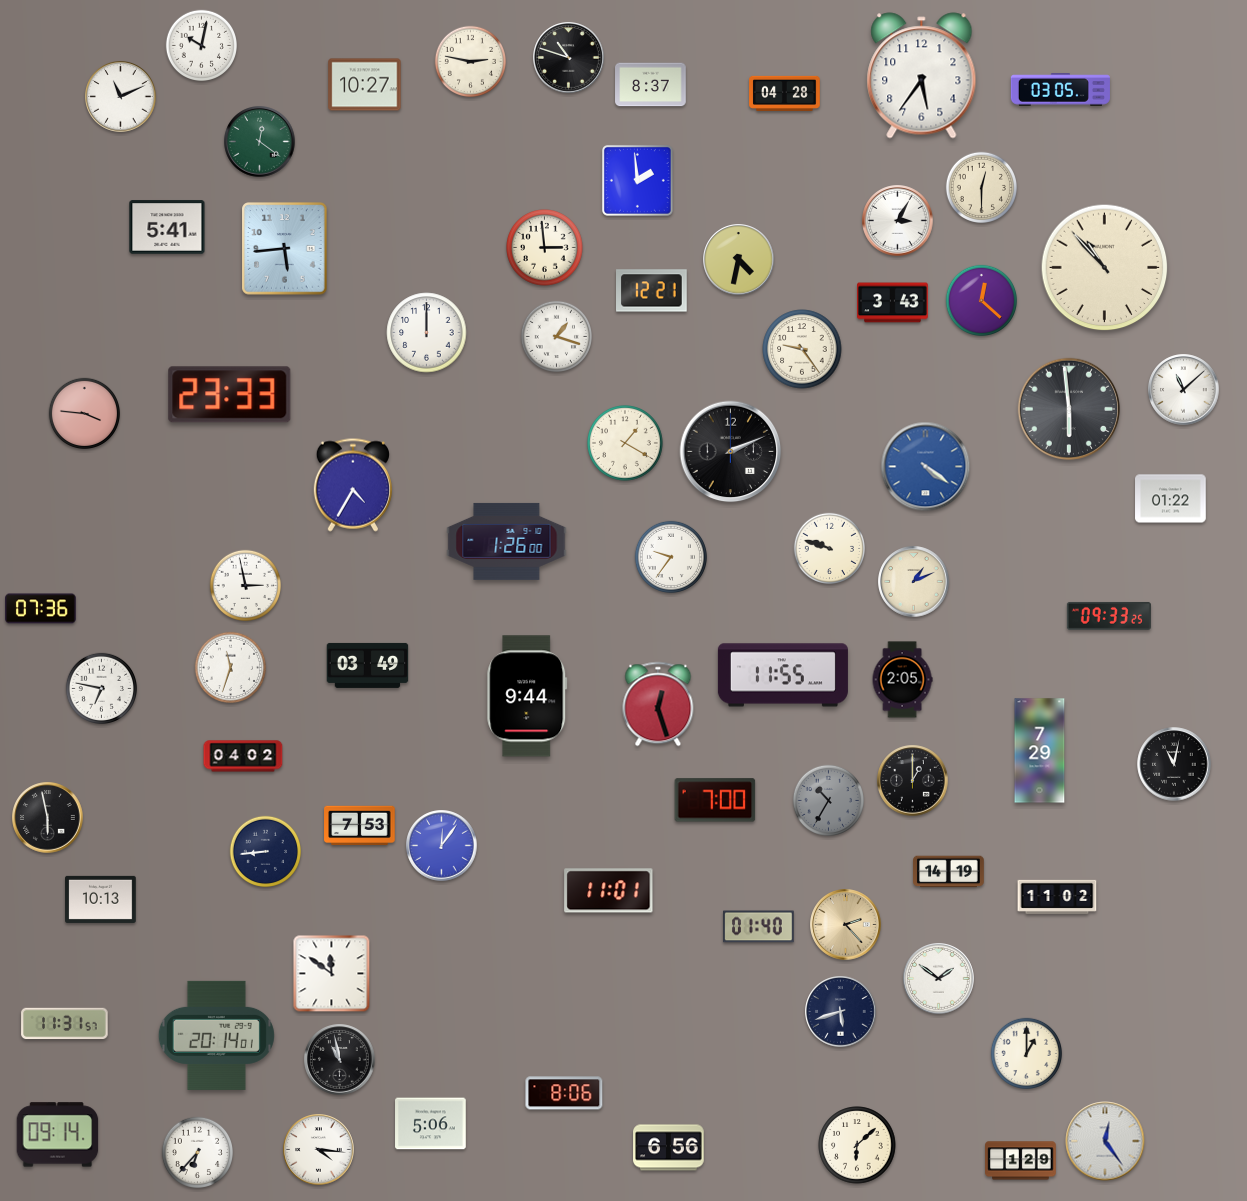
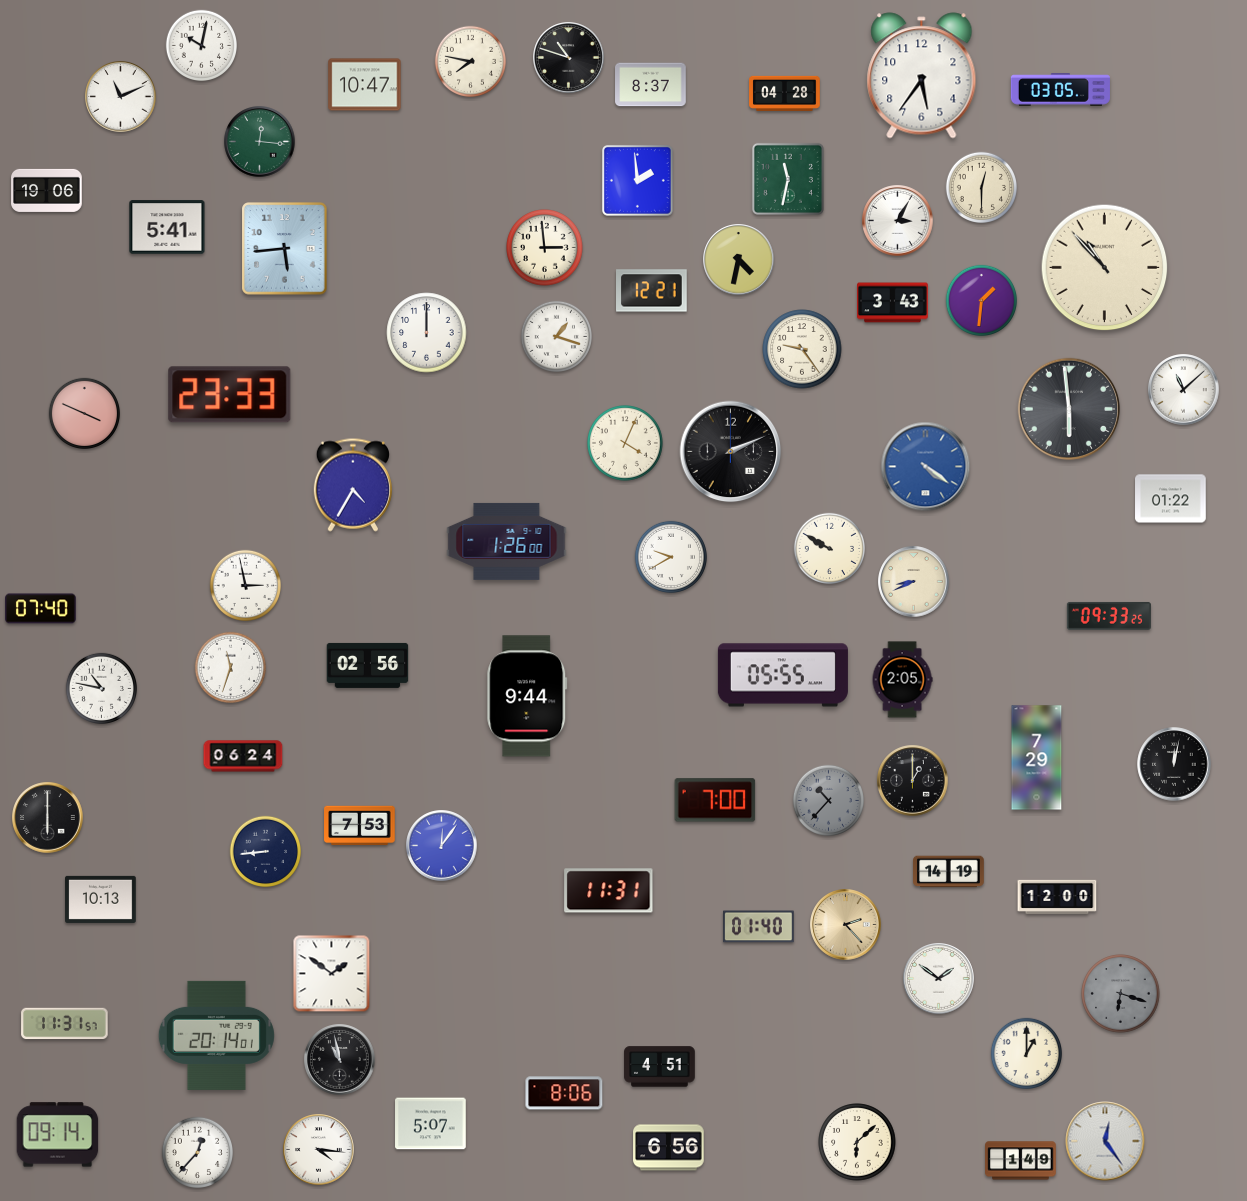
clock at (470, 61): 2:47 -> 7:47
clock at (365, 85): 10:27 -> 10:47
clock at (260, 142): 12:21 -> 12:16
clock at (788, 179): none -> 11:32
clock at (47, 190): none -> 19:06
clock at (981, 300): 12:22 -> 1:31
clock at (84, 413): 3:46 -> 3:49
clock at (626, 444): 1:20 -> 4:04
clock at (829, 548): 9:48 -> 9:50
clock at (671, 557): 9:36 -> 9:40
clock at (914, 582): 1:11 -> 8:41
clock at (41, 609): 07:36 -> 07:40
clock at (368, 665): 03:49 -> 02:56
clock at (783, 675): 11:55 -> 05:55
clock at (101, 688): 6:47 -> 10:47
clock at (658, 704): 12:27 -> none
clock at (1040, 751) position: (1040, 751) -> (1037, 758)
clock at (243, 756): 04:02 -> 06:24
clock at (1174, 764): 11:02 -> 12:02
clock at (828, 800): 10:35 -> 10:37
clock at (48, 818): 5:58 -> 6:00
clock at (609, 891): 11:01 -> 11:31
clock at (1057, 897): 11:02 -> 12:00
clock at (332, 974): 11:51 -> 1:51
clock at (1121, 994): none -> 6:18
clock at (841, 1012): 5:42 -> none
clock at (660, 1067): none -> 4:51
clock at (431, 1124): 5:06 -> 5:07
clock at (857, 1145) position: (857, 1145) -> (857, 1142)
clock at (197, 1152): 6:37 -> 12:37
clock at (1021, 1161): 1:29 -> 1:49
